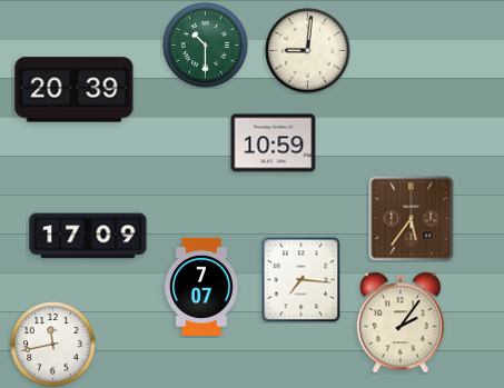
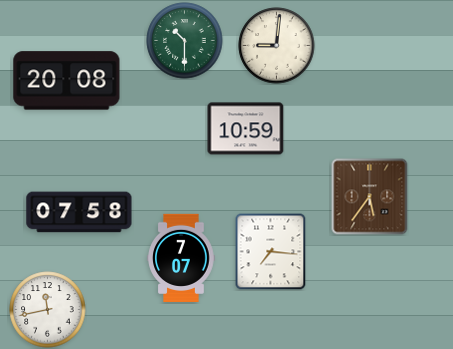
clock at (75, 90): 20:39 -> 20:08
clock at (88, 236): 17:09 -> 07:58
clock at (401, 322): 2:06 -> none
